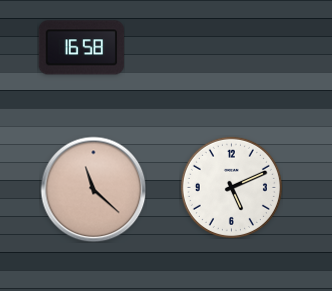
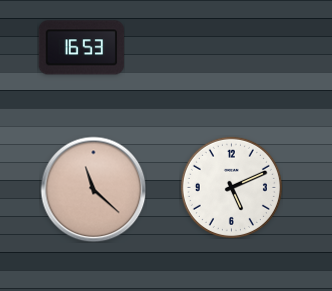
clock at (81, 48): 16:58 -> 16:53
